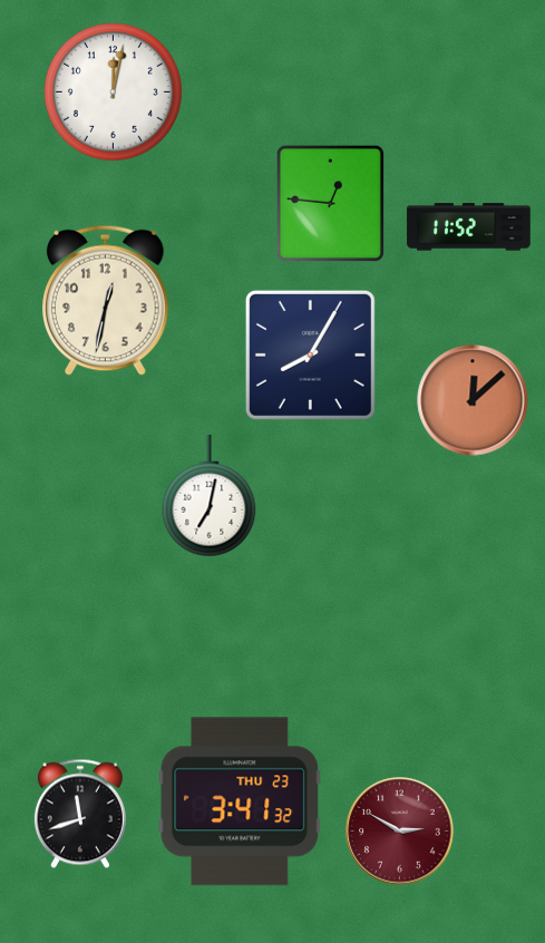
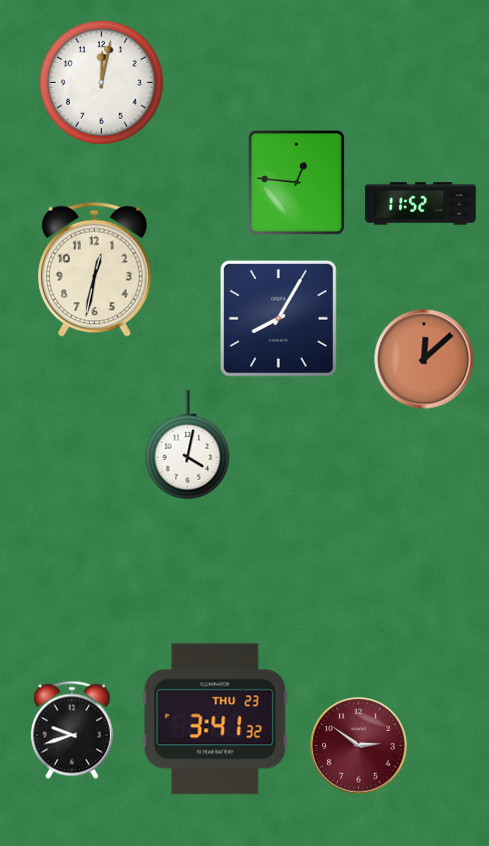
clock at (210, 496): 7:02 -> 4:02
clock at (80, 814): 11:42 -> 9:42
clock at (400, 832): 2:50 -> 2:51
